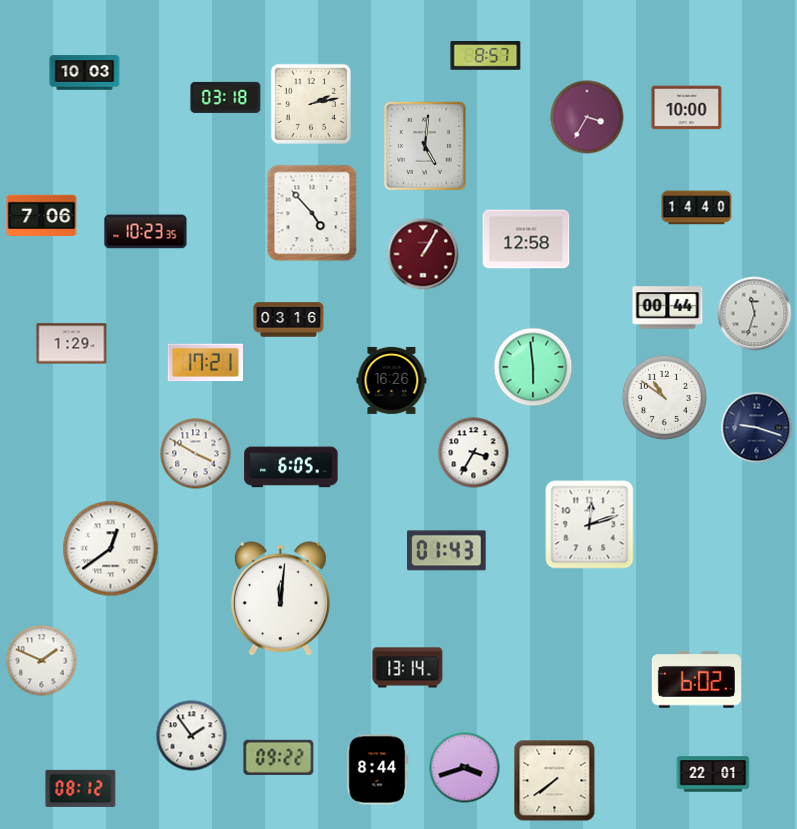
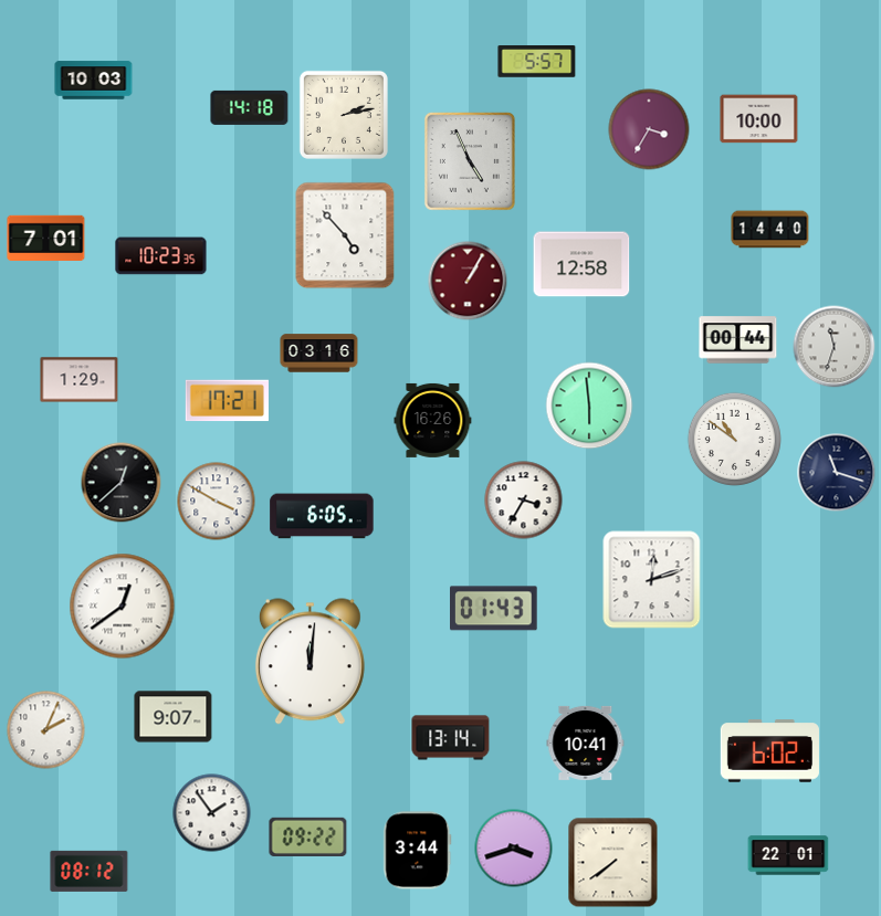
clock at (486, 56): 8:57 -> 5:57
clock at (226, 97): 03:18 -> 14:18
clock at (425, 146): 5:01 -> 4:56
clock at (42, 215): 7:06 -> 7:01
clock at (757, 428): 9:18 -> 11:18
clock at (122, 483): none -> 12:38
clock at (174, 717): none -> 9:07
clock at (42, 661): 1:49 -> 2:04
clock at (586, 743): none -> 10:41
clock at (378, 770): 8:44 -> 3:44
